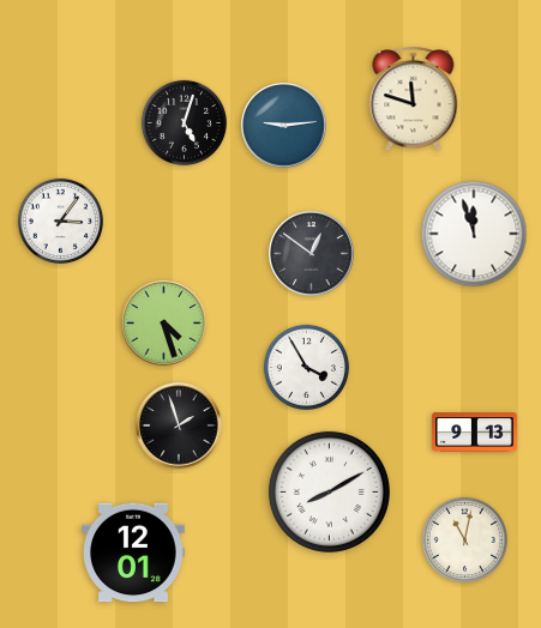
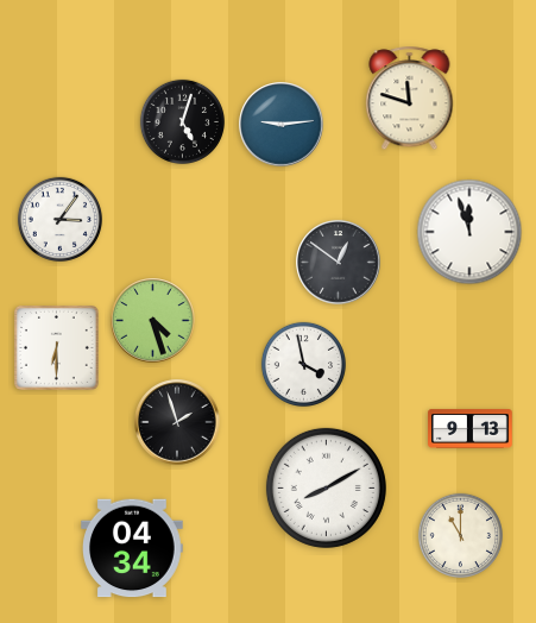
clock at (312, 254) position: (312, 254) -> (339, 263)
clock at (164, 324) position: (164, 324) -> (153, 321)
clock at (57, 348): none -> 6:30
clock at (306, 367): 3:55 -> 3:58
clock at (464, 539): 11:02 -> 11:00
clock at (133, 552): 12:01 -> 04:34
